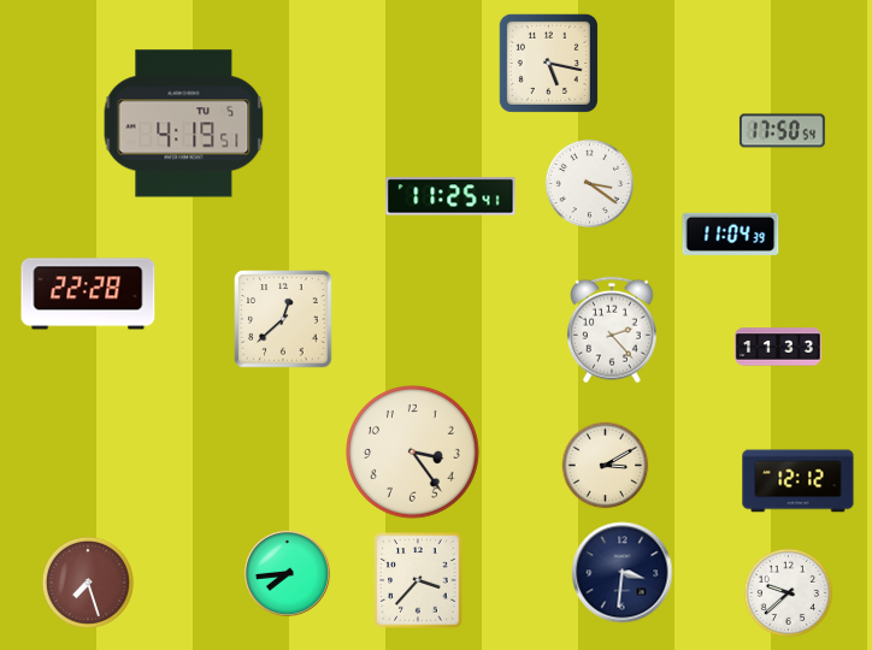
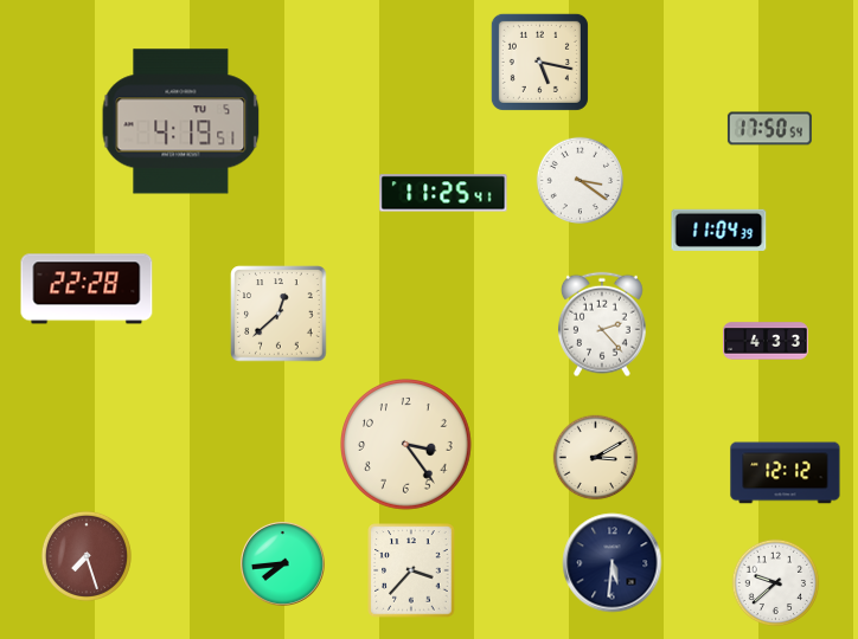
clock at (778, 347): 11:33 -> 4:33
clock at (623, 573): 3:31 -> 5:31
clock at (88, 583) position: (88, 583) -> (87, 556)
